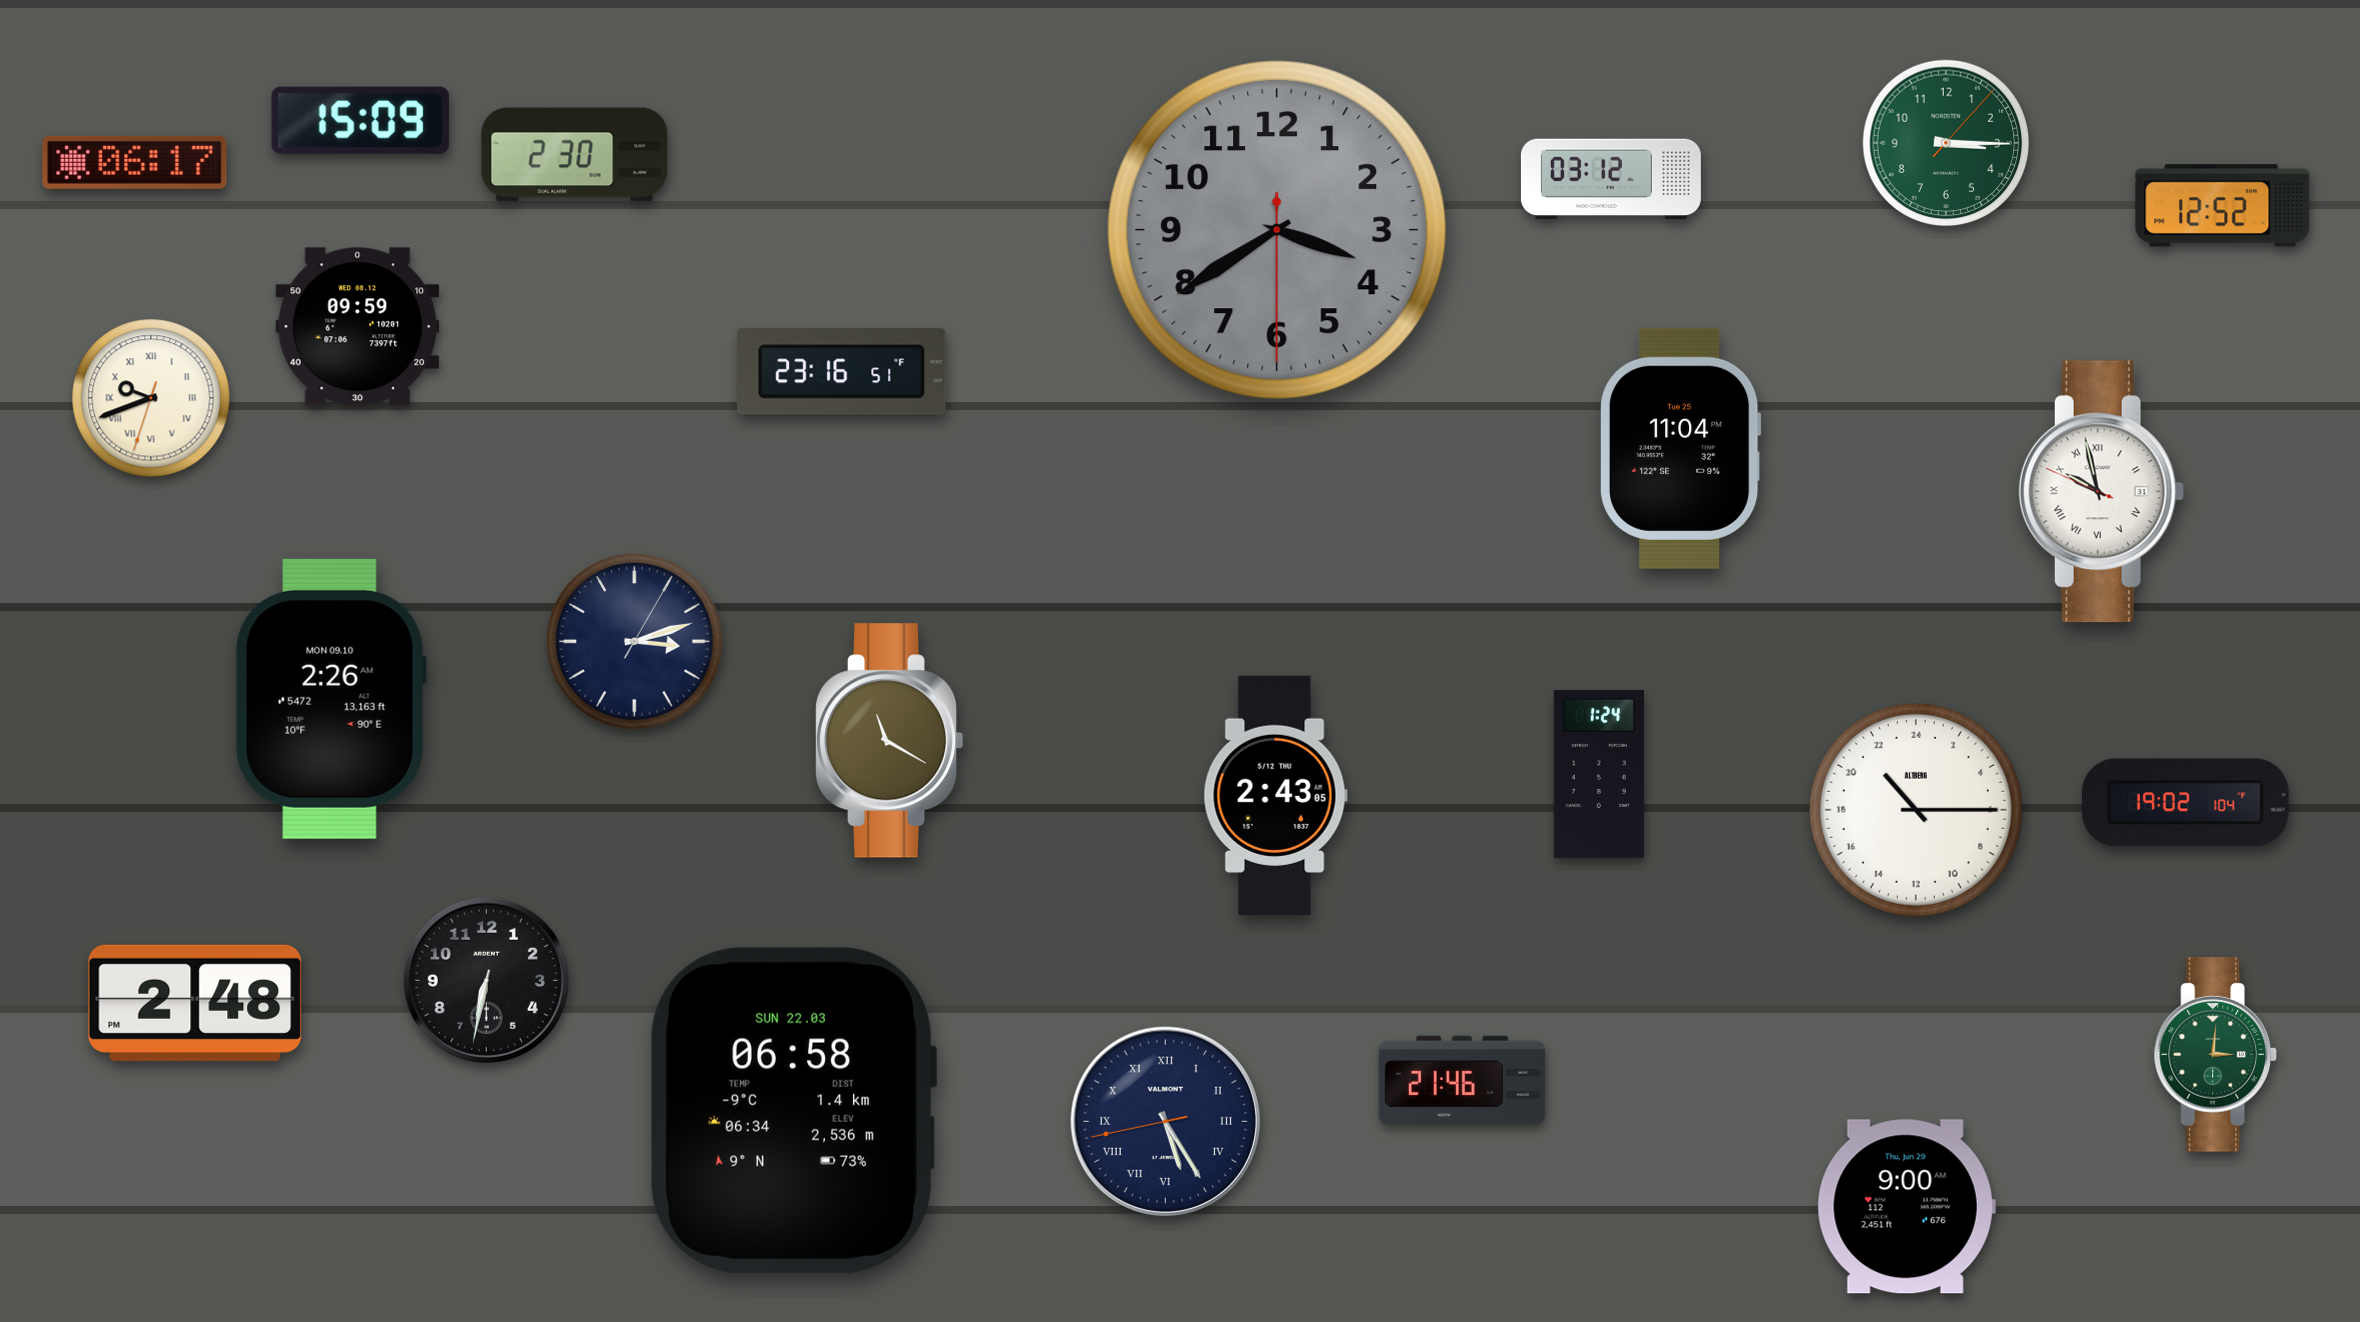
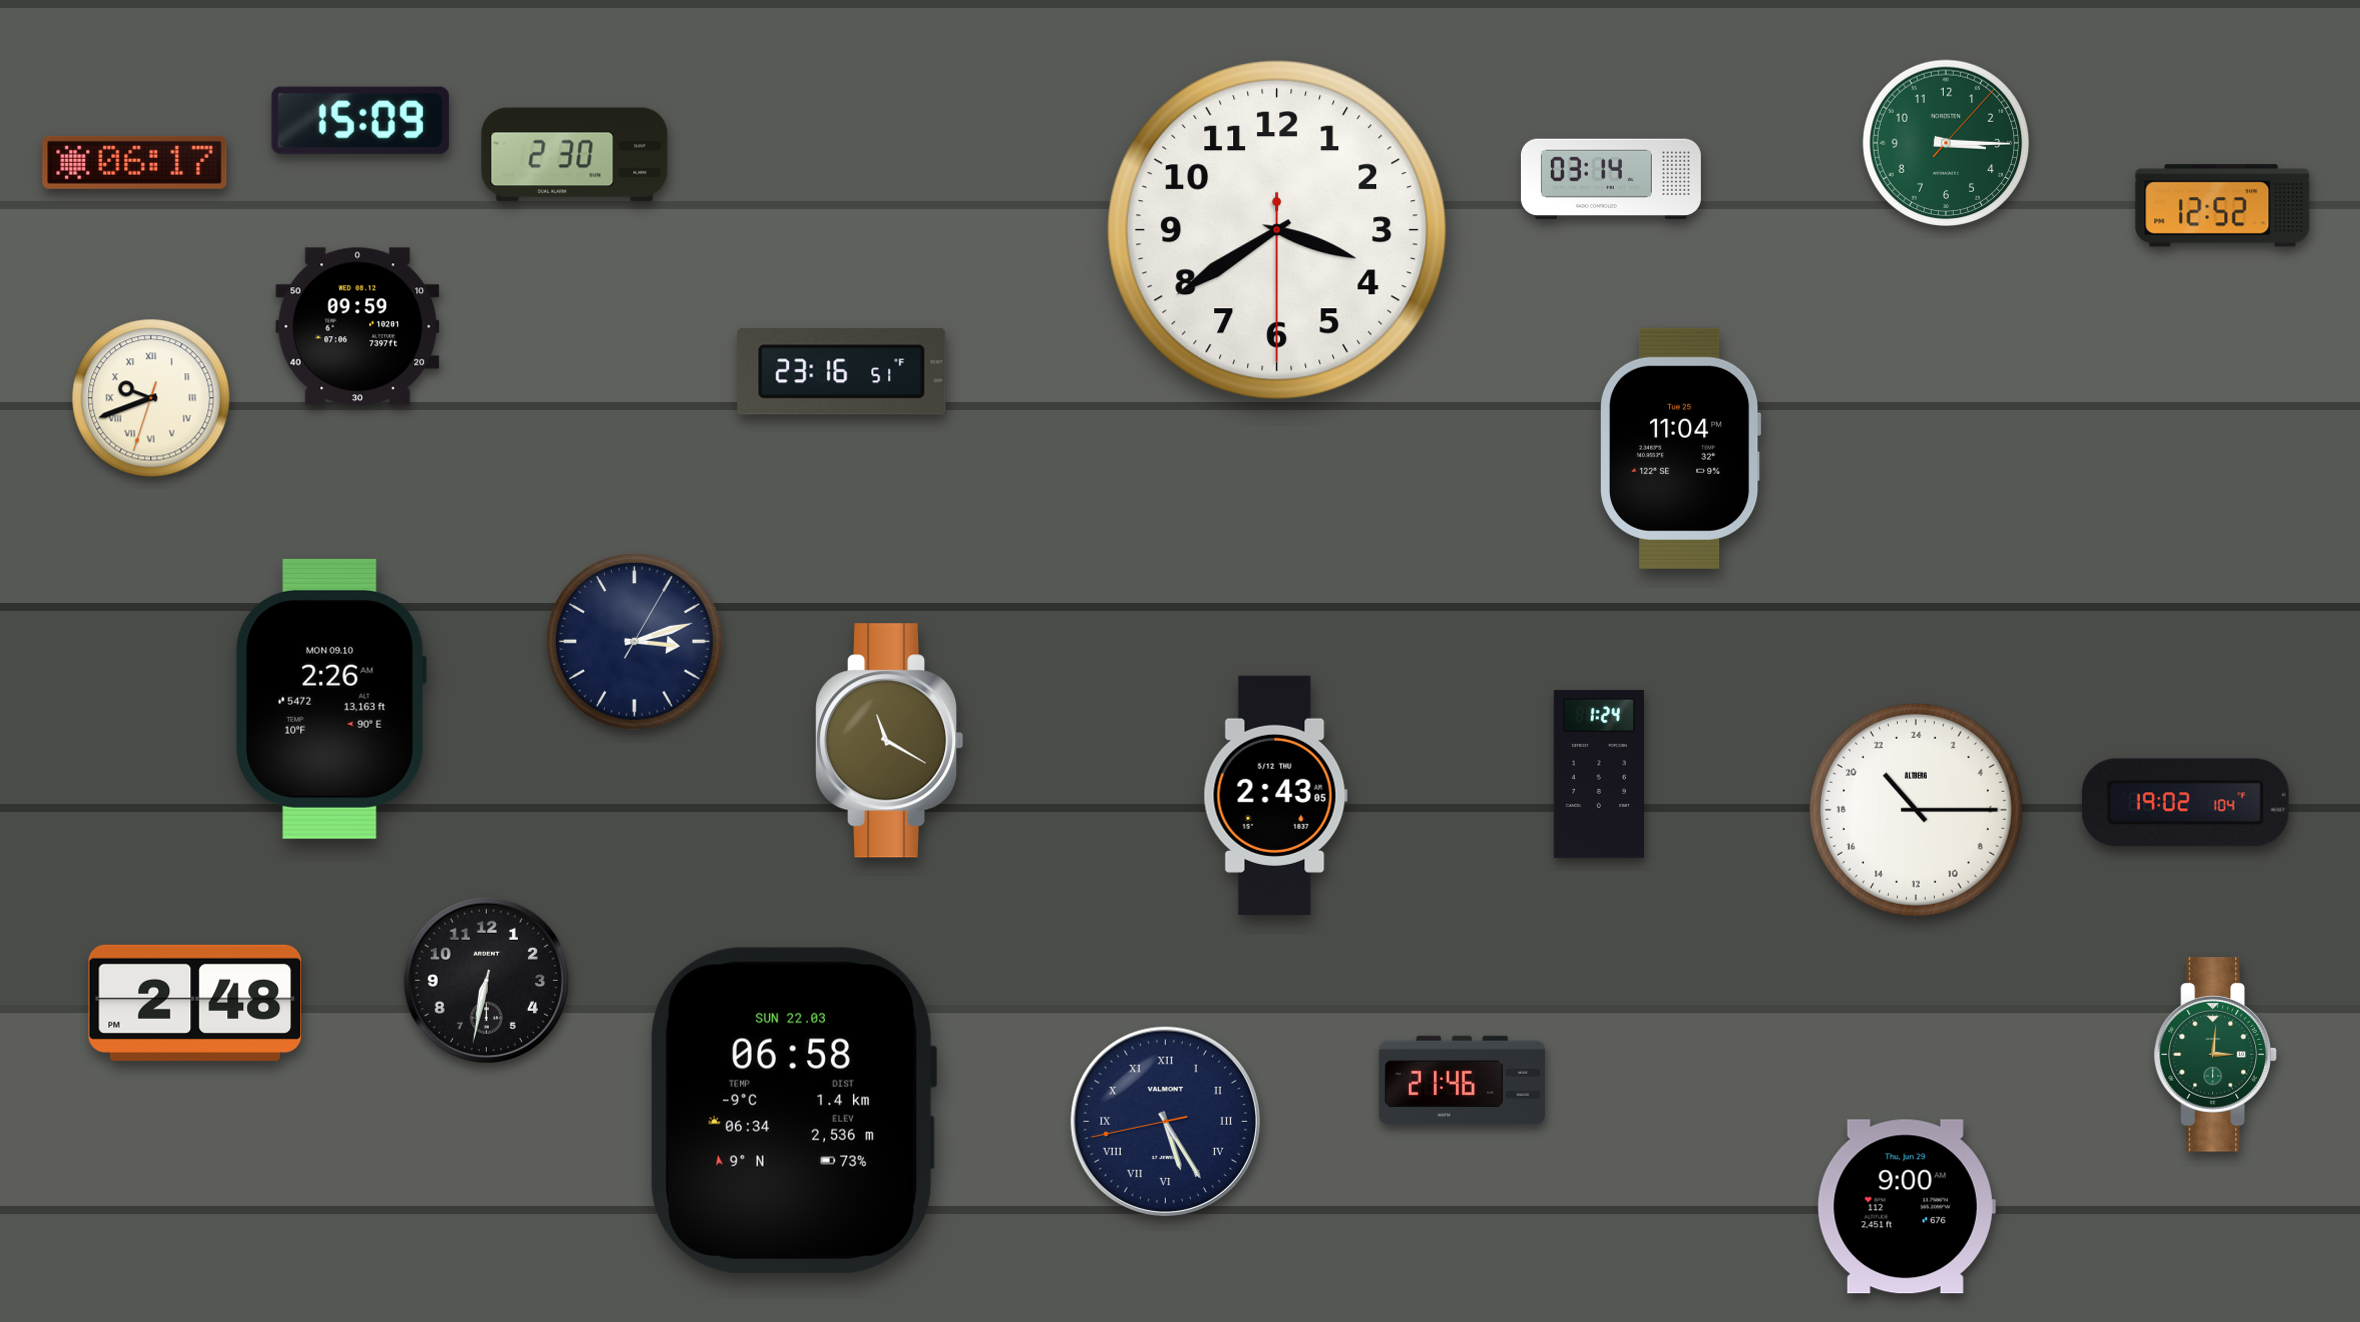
clock at (1611, 179): 03:12 -> 03:14
clock at (1277, 230) dial: grey -> white
clock at (2101, 492): 9:57 -> none
